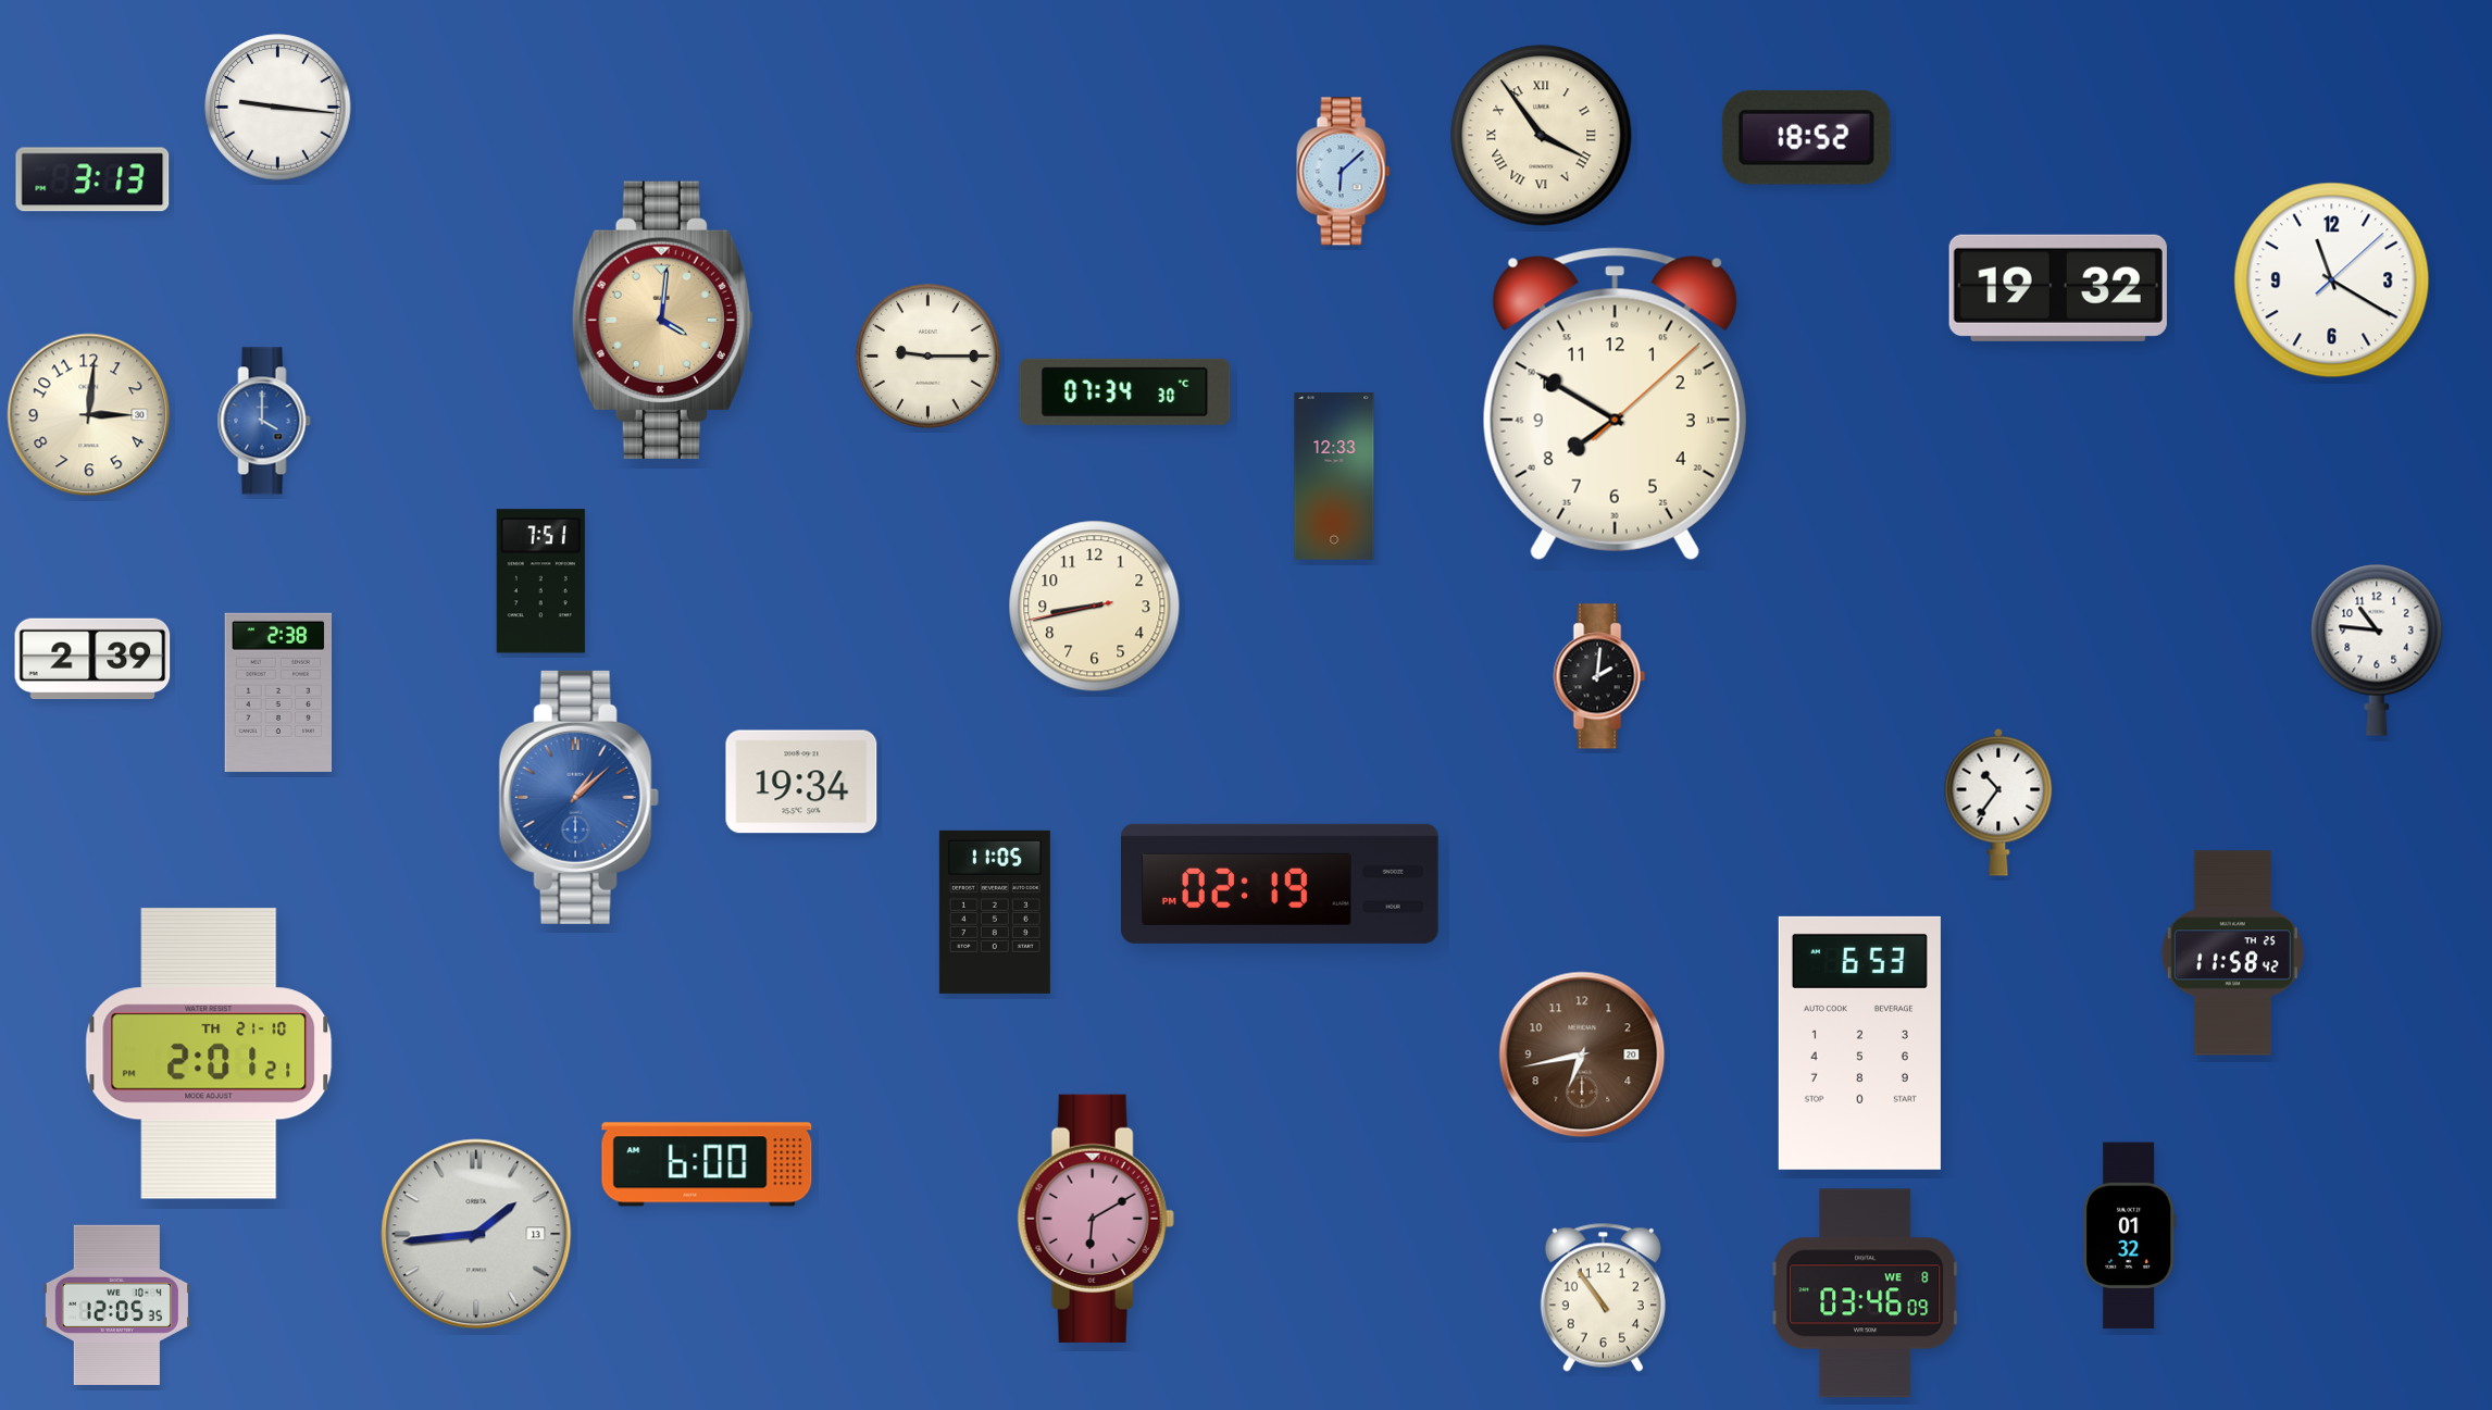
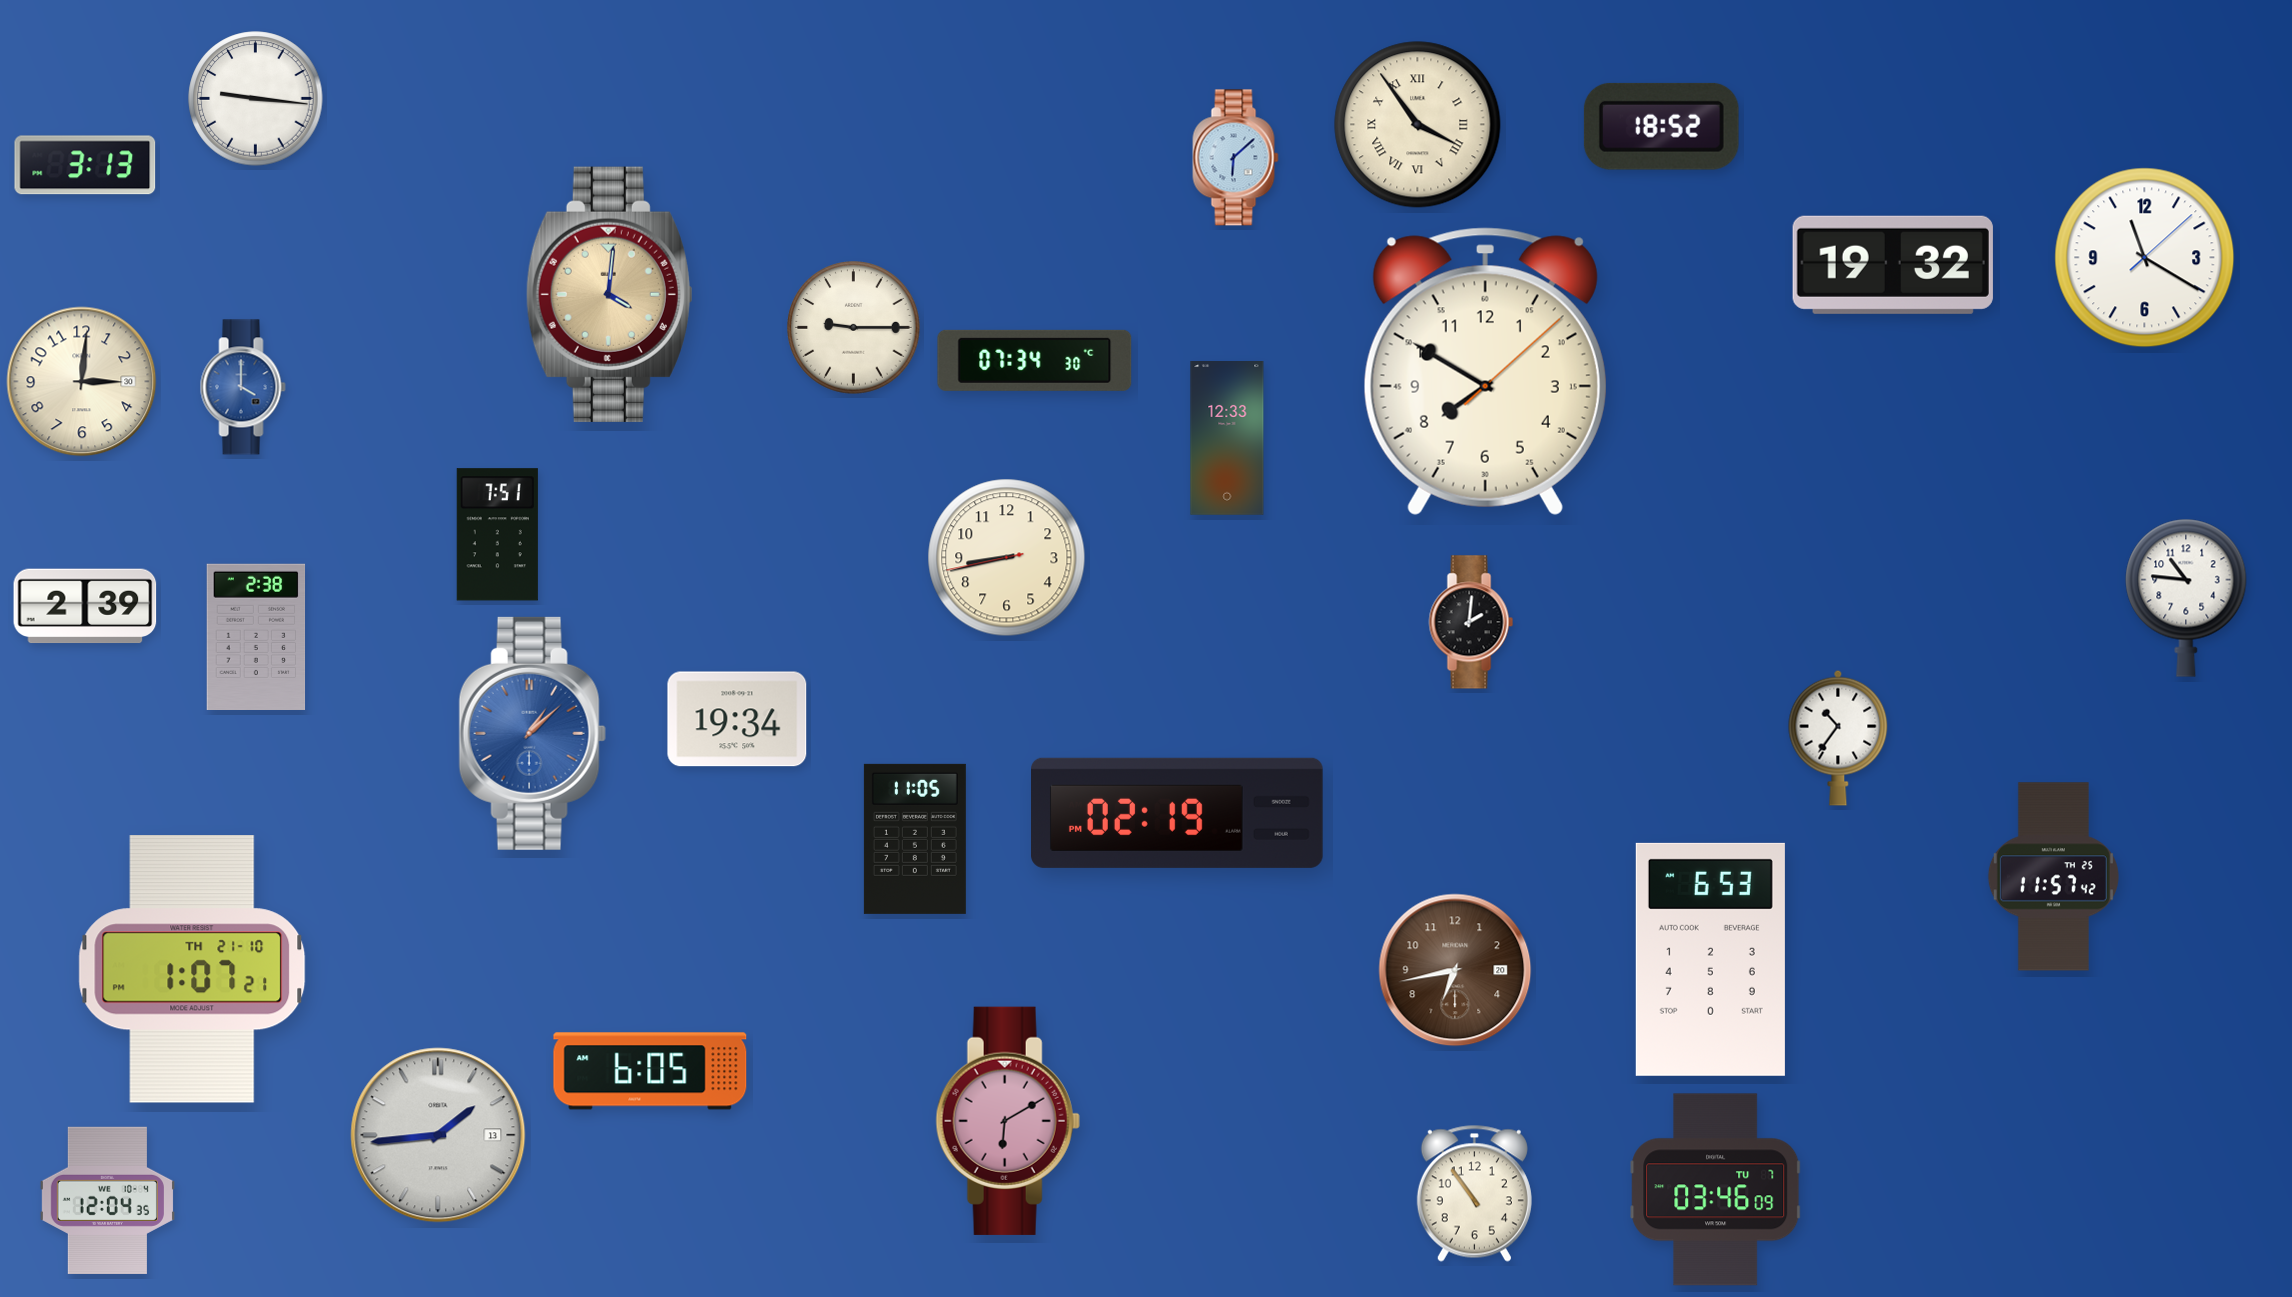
clock at (2232, 953): 11:58 -> 11:57
clock at (209, 1053): 2:01 -> 1:07
clock at (707, 1164): 6:00 -> 6:05
clock at (2130, 1236): 01:32 -> none
clock at (1866, 1294) date: WE 8 -> TU 7
clock at (116, 1305): 12:05 -> 12:04
